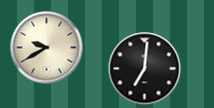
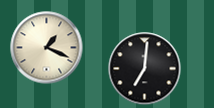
clock at (47, 48): 9:40 -> 1:19
